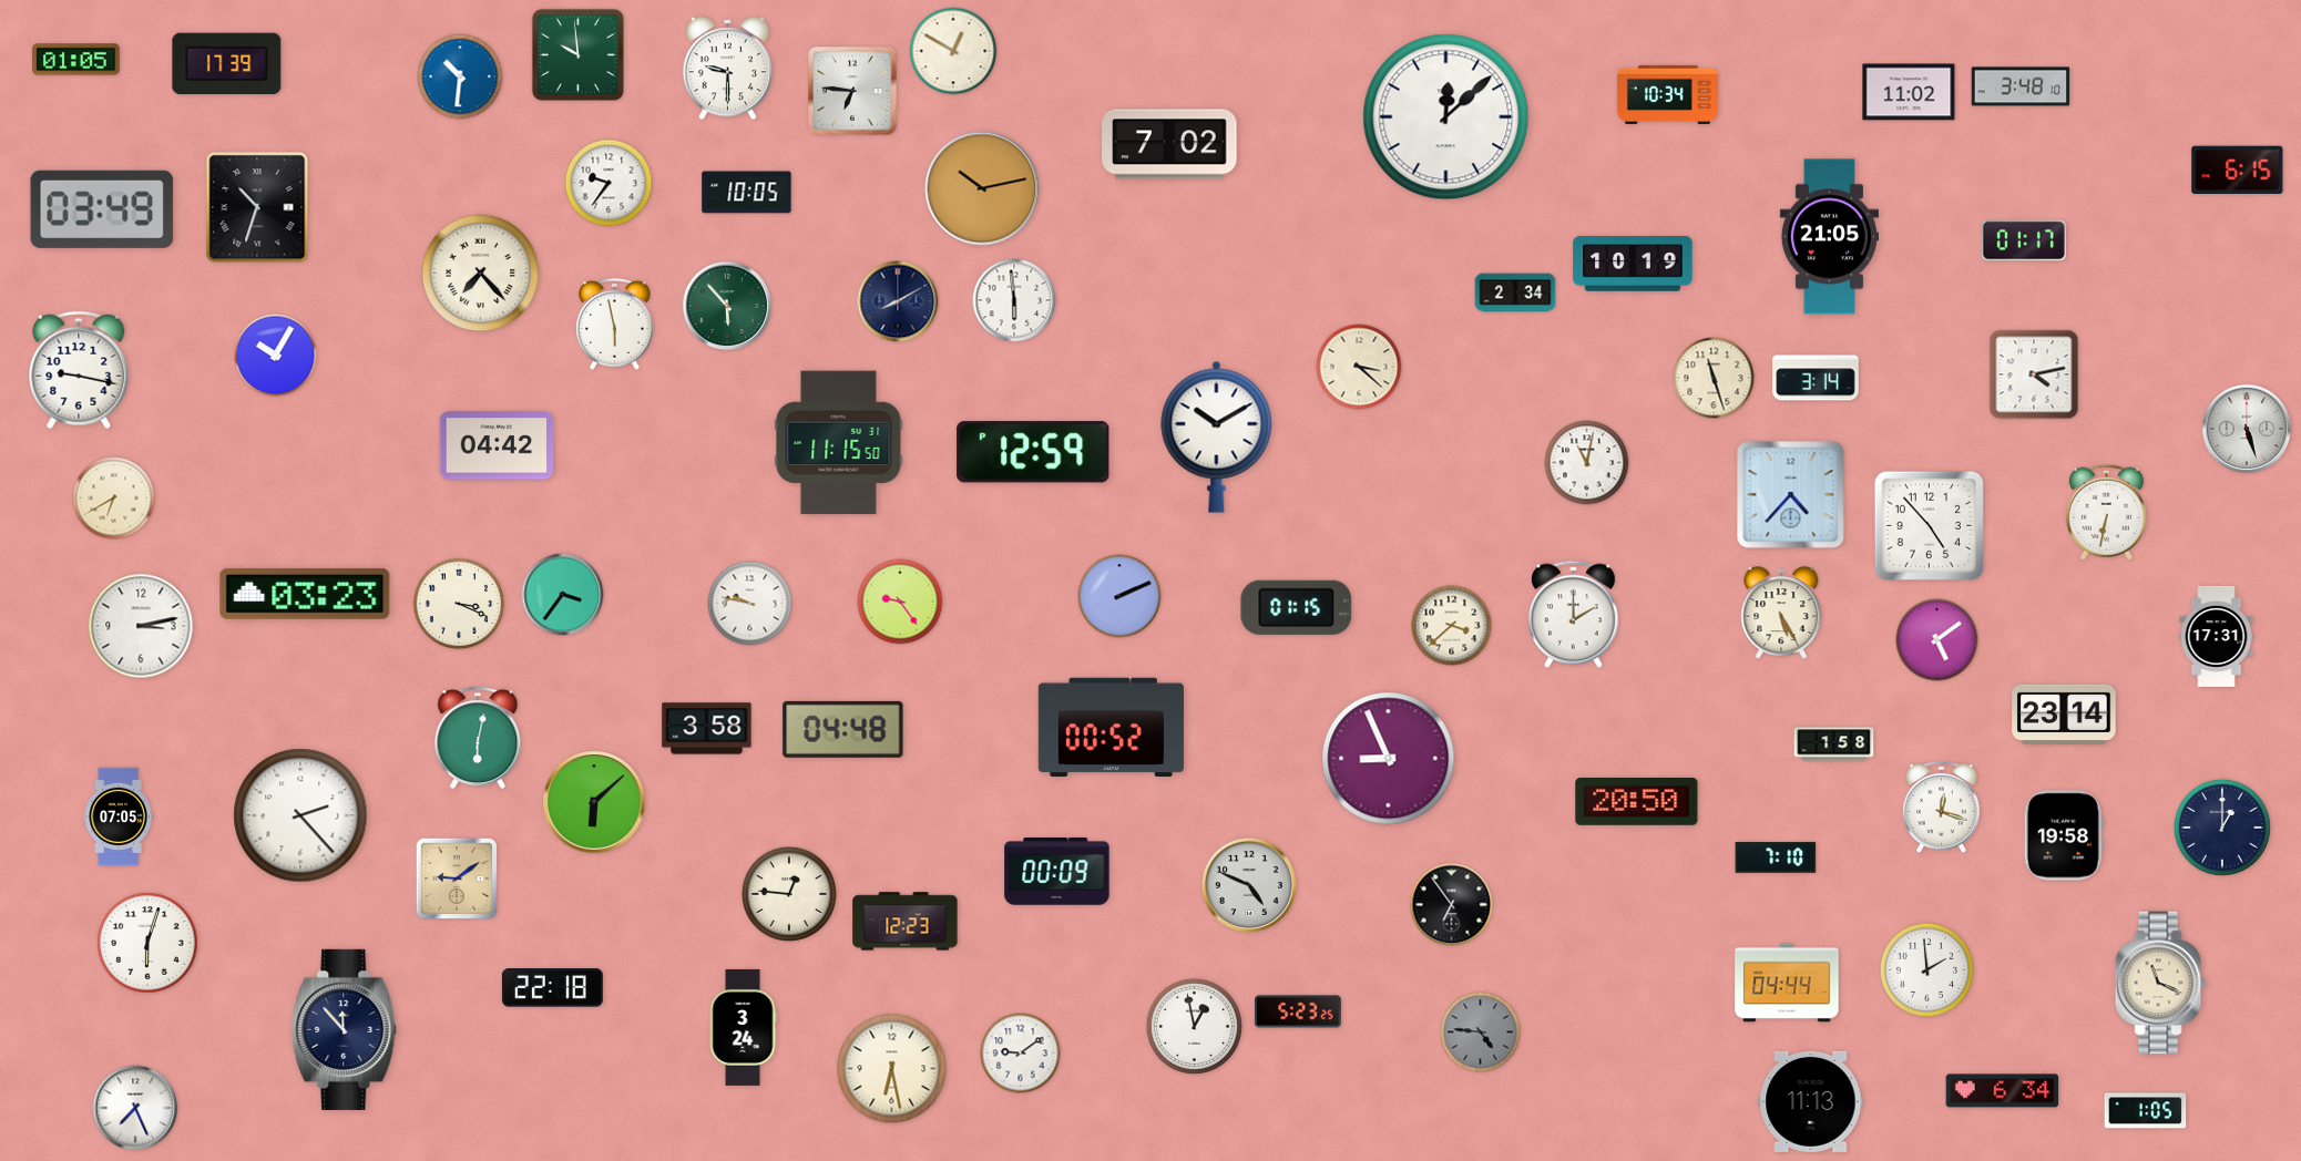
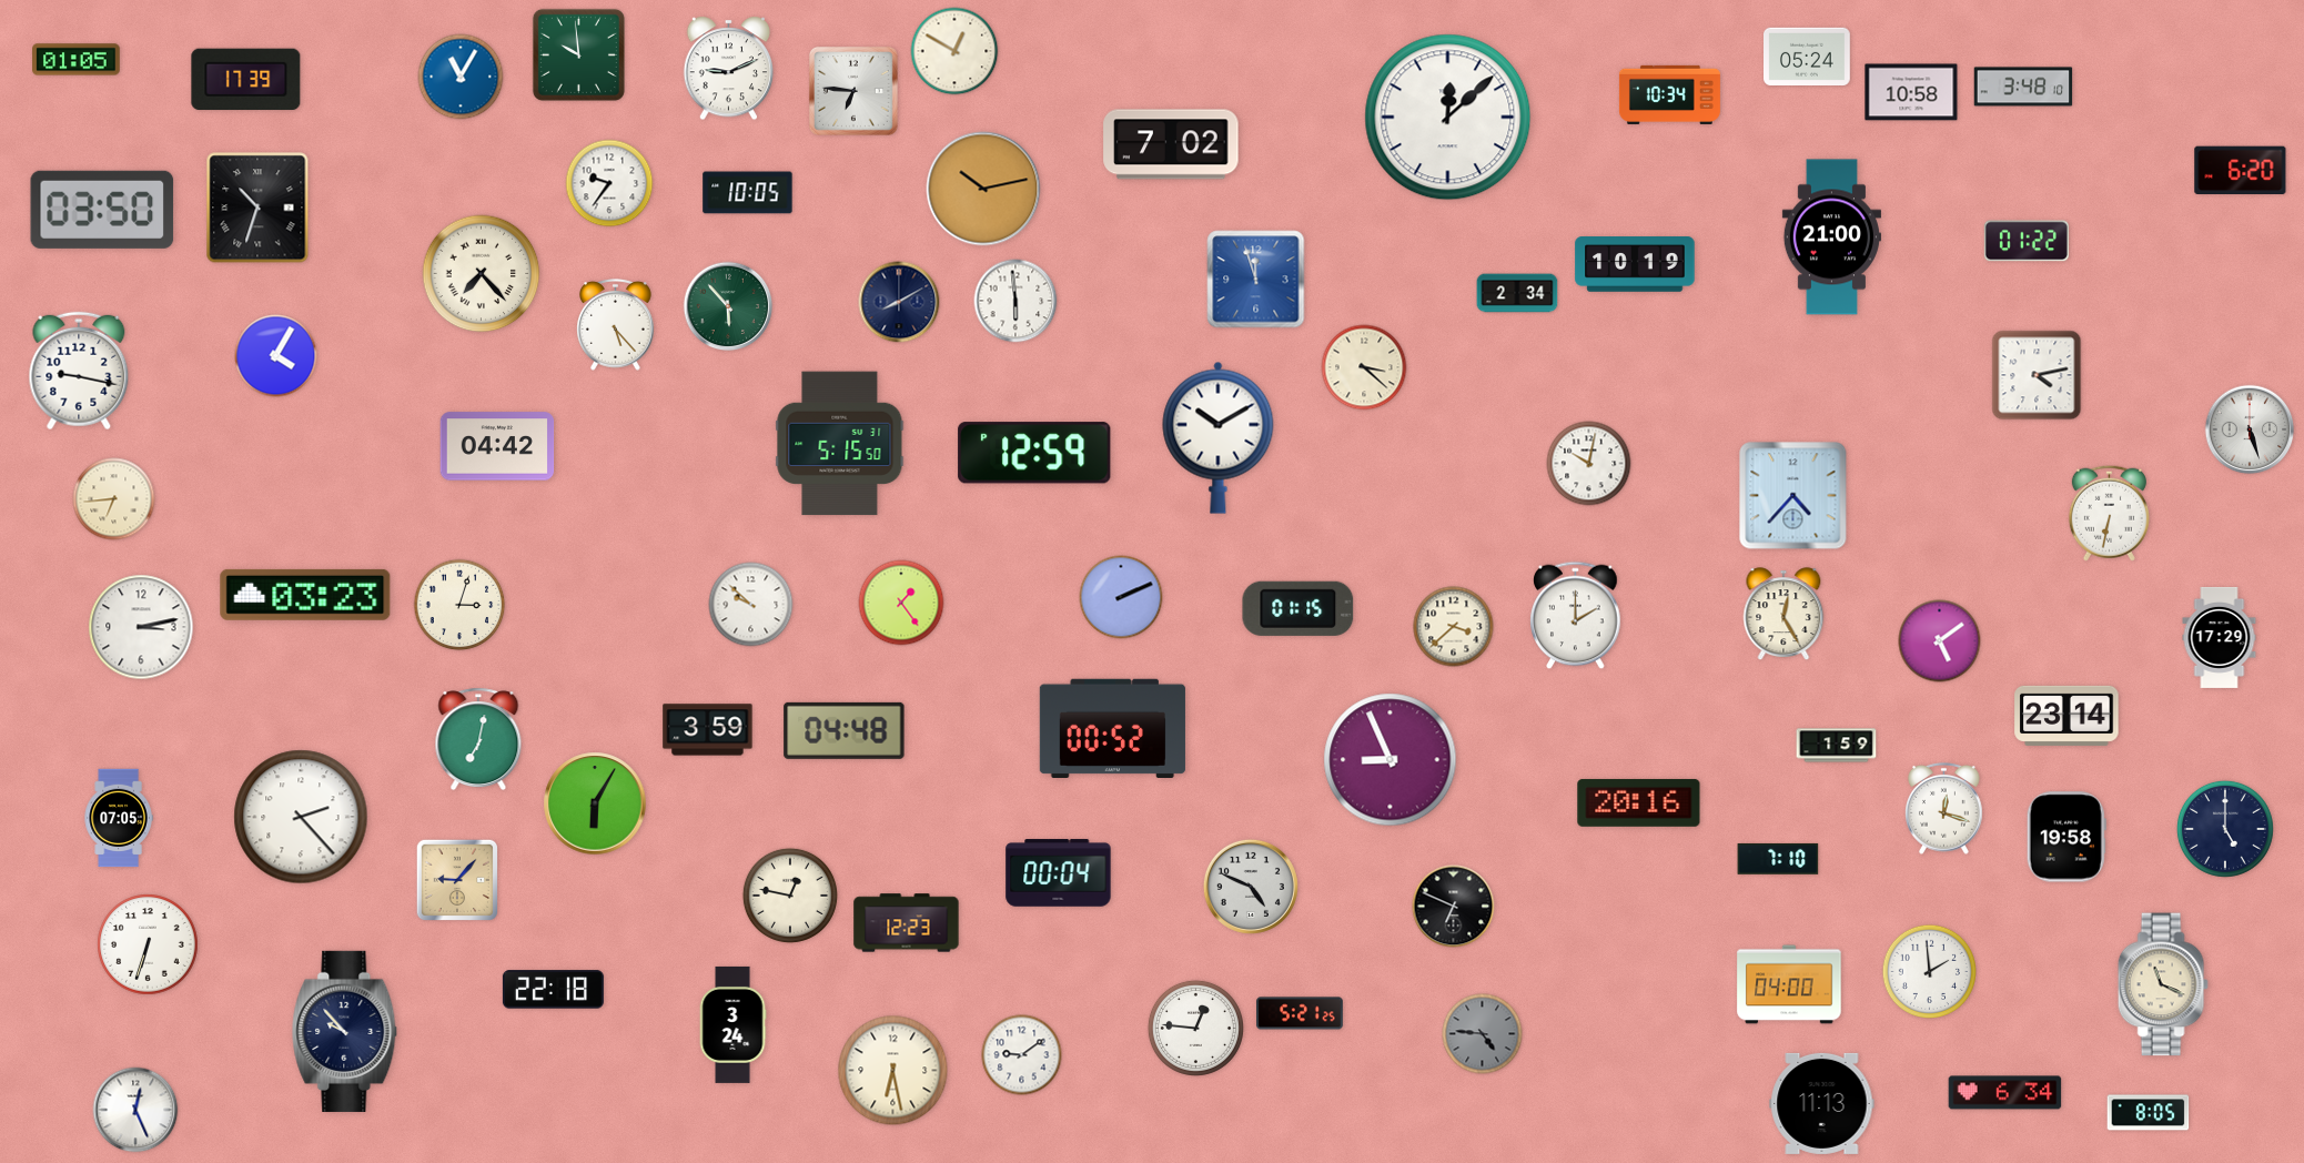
clock at (1808, 55): none -> 05:24
clock at (227, 64) position: (227, 64) -> (246, 80)
clock at (727, 69): 9:30 -> 9:11
clock at (460, 76): 10:31 -> 11:05
clock at (1909, 92): 11:02 -> 10:58
clock at (2238, 171): 6:15 -> 6:20
clock at (102, 209): 03:49 -> 03:50
clock at (1829, 237): 21:05 -> 21:00
clock at (2024, 240): 01:17 -> 01:22
clock at (1256, 280): none -> 11:57
clock at (615, 323): 5:58 -> 5:23
clock at (276, 356): 10:05 -> 4:05
clock at (1359, 367) position: (1359, 367) -> (1364, 367)
clock at (1714, 378): 11:27 -> none
clock at (1817, 378): 3:14 -> none
clock at (839, 443): 11:15 -> 5:15
clock at (1587, 463): 11:02 -> 10:02
clock at (114, 499): 6:40 -> 6:44
clock at (1929, 525): 4:53 -> none
clock at (563, 595): 3:36 -> none
clock at (900, 602): 9:24 -> 1:24
clock at (459, 604): 3:19 -> 3:03
clock at (750, 604): 9:47 -> 9:52
clock at (1781, 613): 5:25 -> 12:25
clock at (2217, 636): 17:31 -> 17:29
clock at (707, 729): 3:58 -> 3:59
clock at (478, 738): 6:02 -> 7:02
clock at (1834, 744): 1:58 -> 1:59
clock at (1637, 801): 20:50 -> 20:16
clock at (594, 802): 6:08 -> 6:05
clock at (2222, 828): 1:00 -> 5:00
clock at (1057, 872): 00:09 -> 00:04
clock at (457, 879): 9:09 -> 9:07
clock at (789, 894): 12:46 -> 12:47
clock at (1452, 905): 6:54 -> 6:49
clock at (147, 943): 6:03 -> 6:33
clock at (1787, 983): 04:44 -> 04:00
clock at (1299, 1011): 5:23 -> 5:21
clock at (1194, 1026): 12:58 -> 12:46
clock at (743, 1027) position: (743, 1027) -> (732, 1024)
clock at (345, 1029): 11:53 -> 9:53
clock at (1811, 1101) position: (1811, 1101) -> (1822, 1103)
clock at (135, 1108): 7:26 -> 12:26
clock at (2146, 1111): 1:05 -> 8:05
